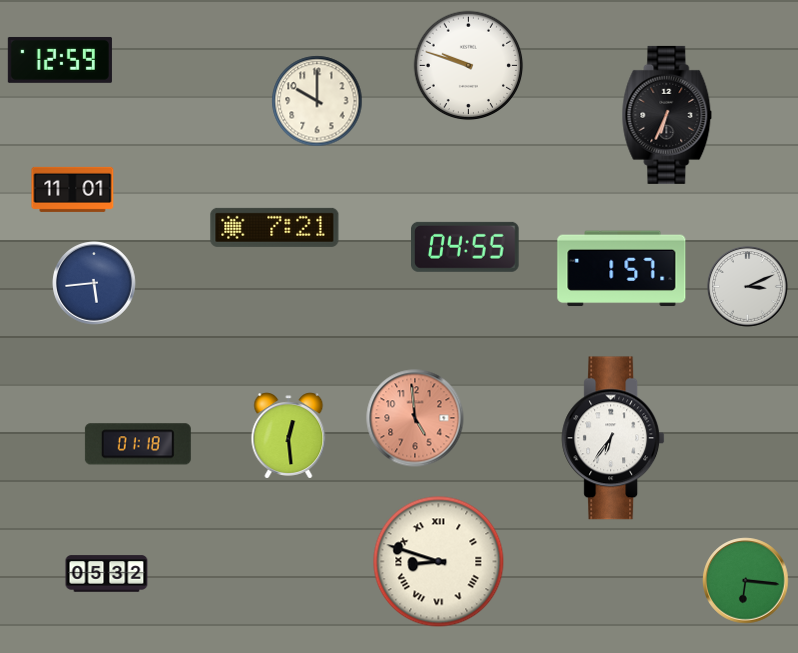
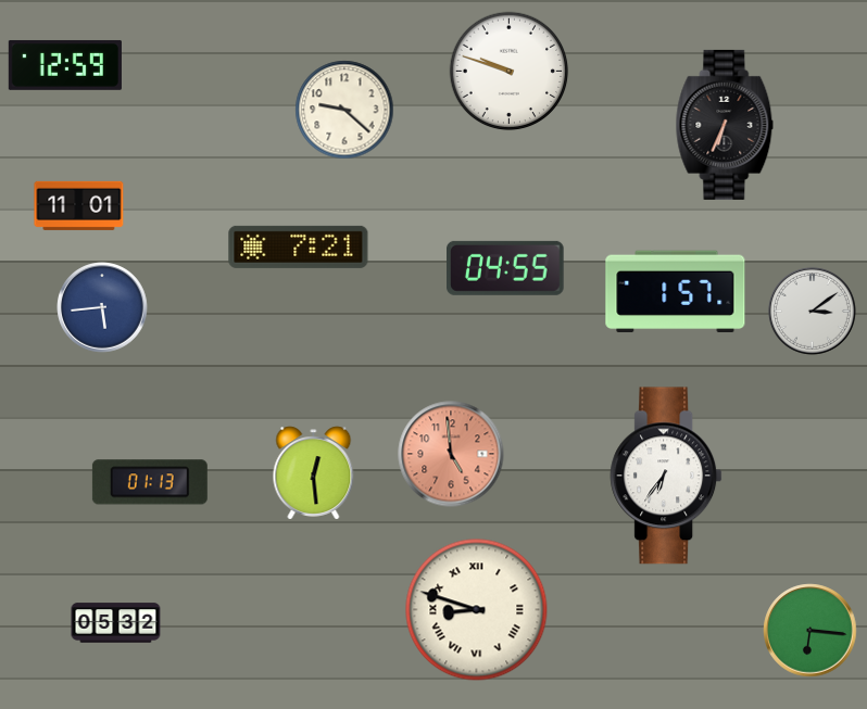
clock at (317, 101): 10:00 -> 9:22
clock at (747, 286): 3:11 -> 3:09
clock at (138, 444): 01:18 -> 01:13
